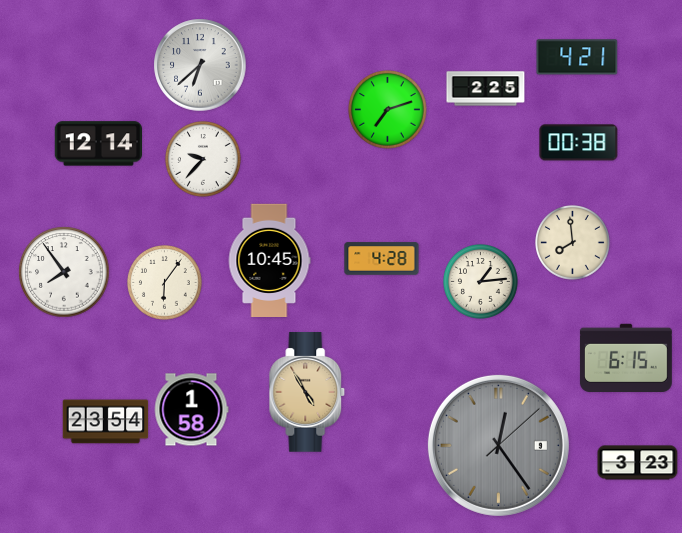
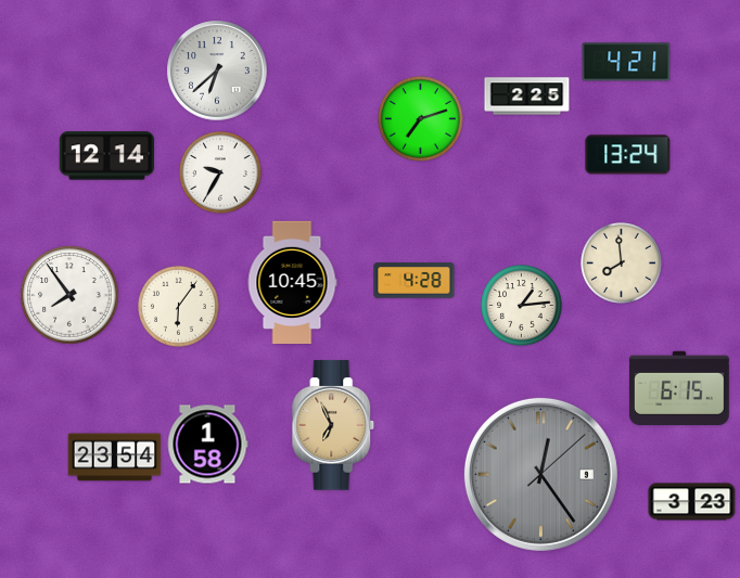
clock at (579, 143): 00:38 -> 13:24
clock at (204, 160): 9:37 -> 9:35
clock at (307, 392): 4:55 -> 6:56
clock at (498, 445) position: (498, 445) -> (540, 474)
